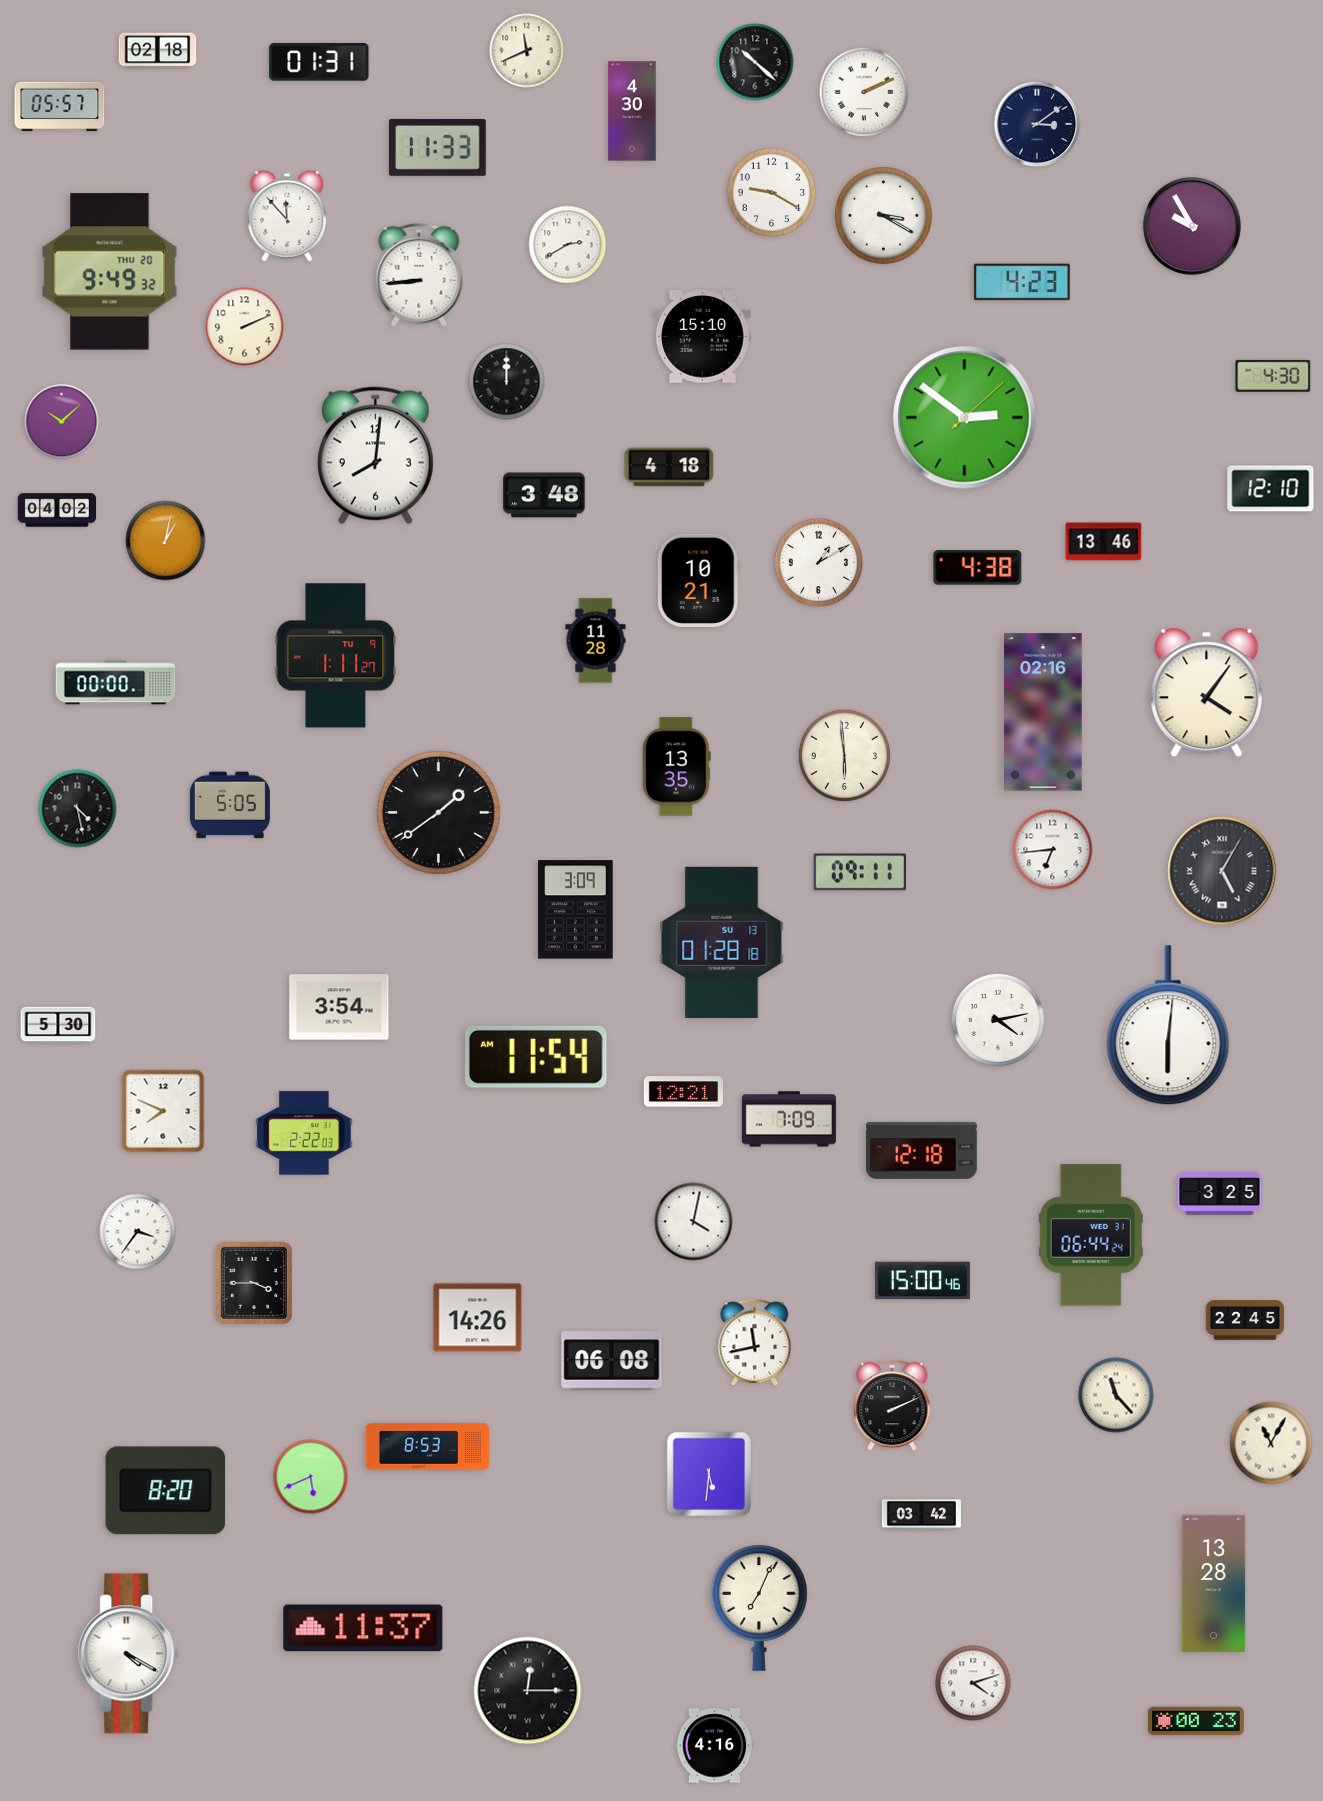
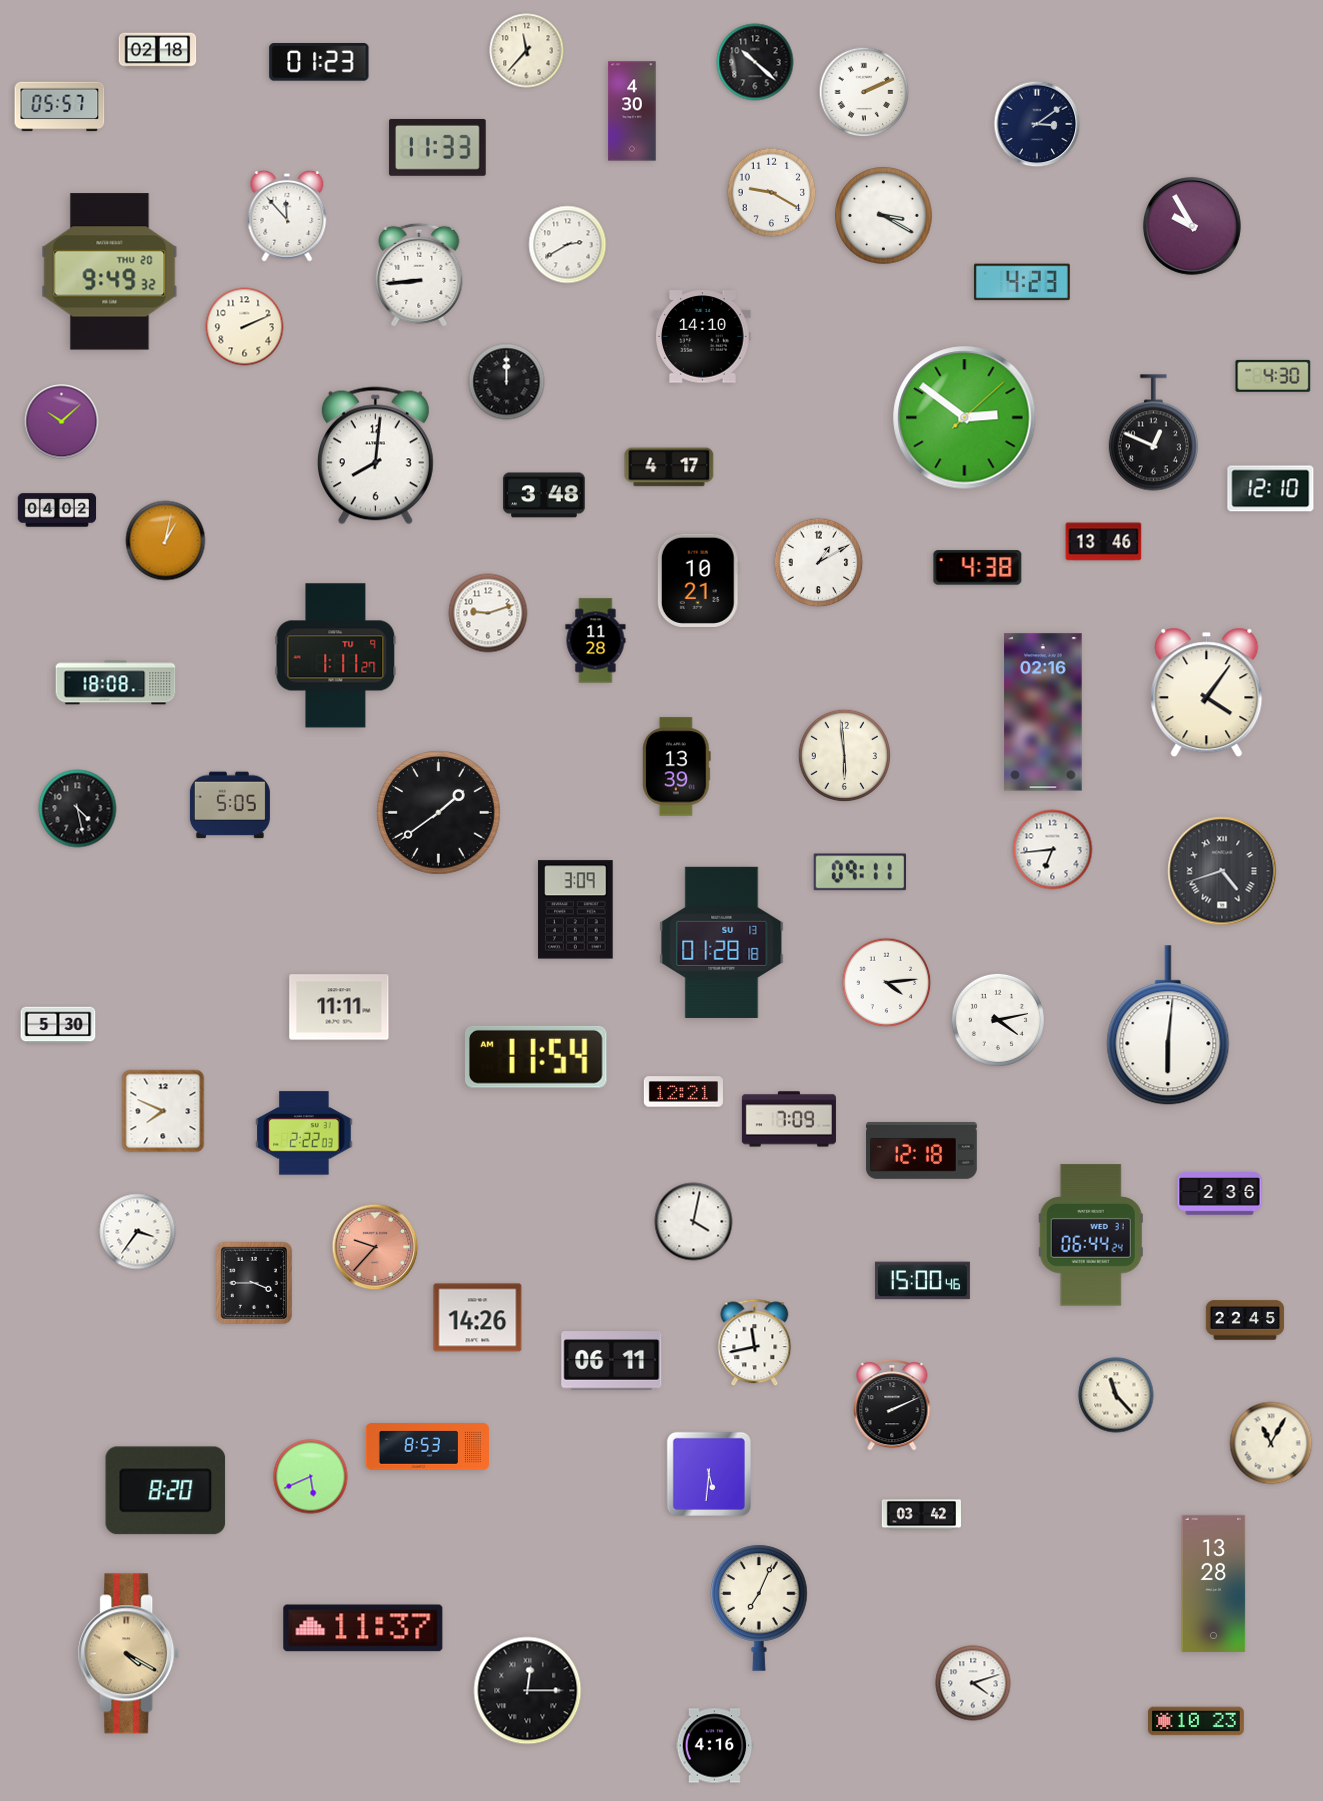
clock at (527, 51): 11:41 -> 11:37
clock at (319, 63): 01:31 -> 01:23
clock at (703, 337): 15:10 -> 14:10
clock at (1153, 433): none -> 12:49
clock at (669, 467): 4:18 -> 4:17
clock at (488, 613): none -> 9:12
clock at (116, 683): 00:00 -> 18:08
clock at (677, 767): 13:35 -> 13:39
clock at (1222, 871): 5:05 -> 4:42
clock at (887, 983): none -> 4:14
clock at (339, 1007): 3:54 -> 11:11
clock at (1220, 1194): 3:25 -> 2:36
clock at (375, 1247): none -> 9:37
clock at (612, 1361): 06:08 -> 06:11
clock at (129, 1654) dial: white -> champagne
clock at (1197, 1721): 00:23 -> 10:23
